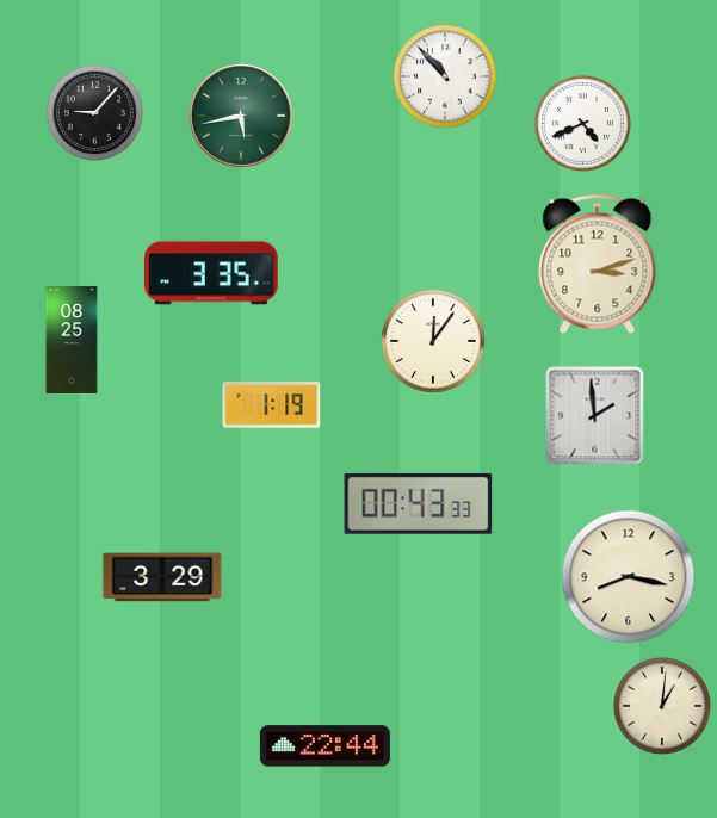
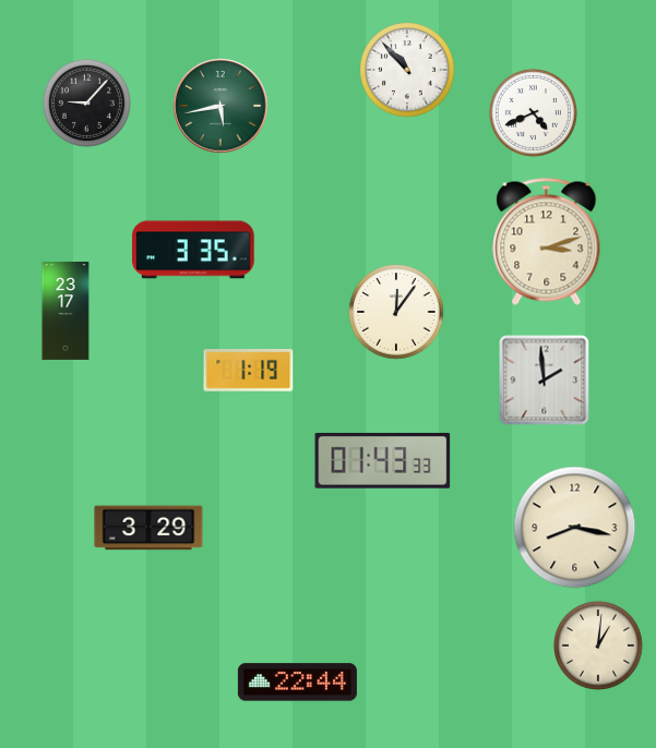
clock at (72, 340): 08:25 -> 23:17
clock at (419, 503): 00:43 -> 01:43
clock at (662, 706) position: (662, 706) -> (598, 646)
